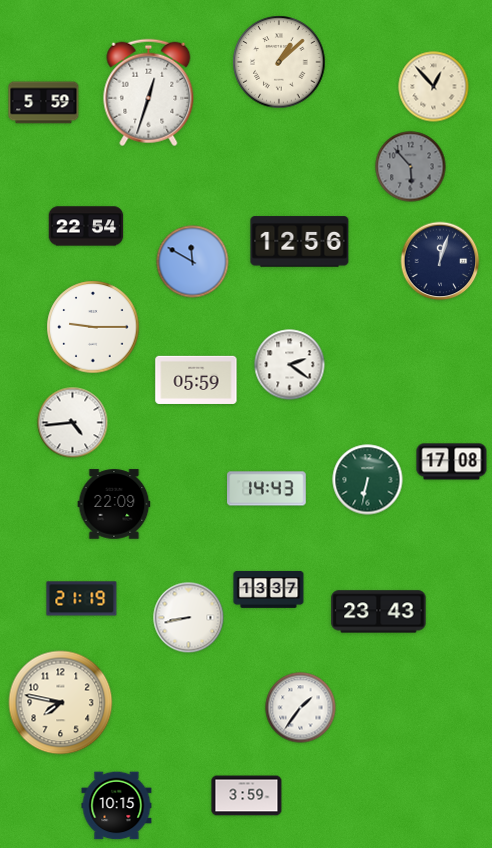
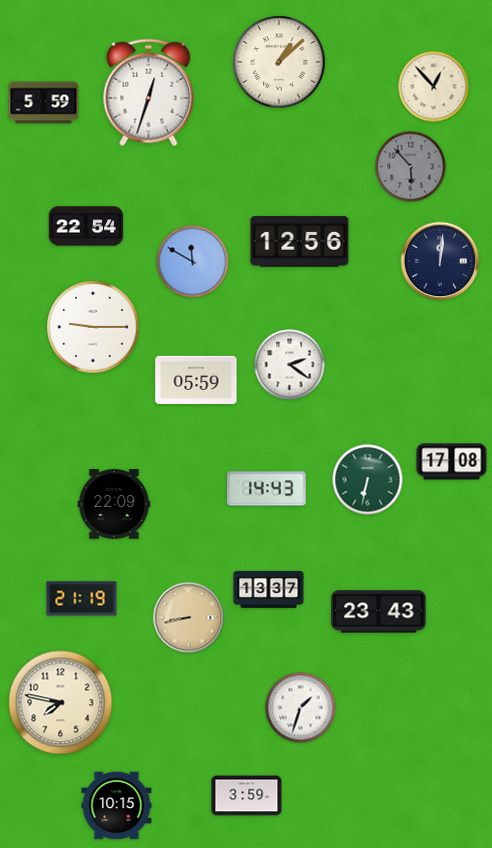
clock at (440, 261): 12:03 -> 12:01
clock at (73, 423): 4:44 -> none
clock at (189, 618) dial: white -> champagne
clock at (301, 708): 1:36 -> 1:33
